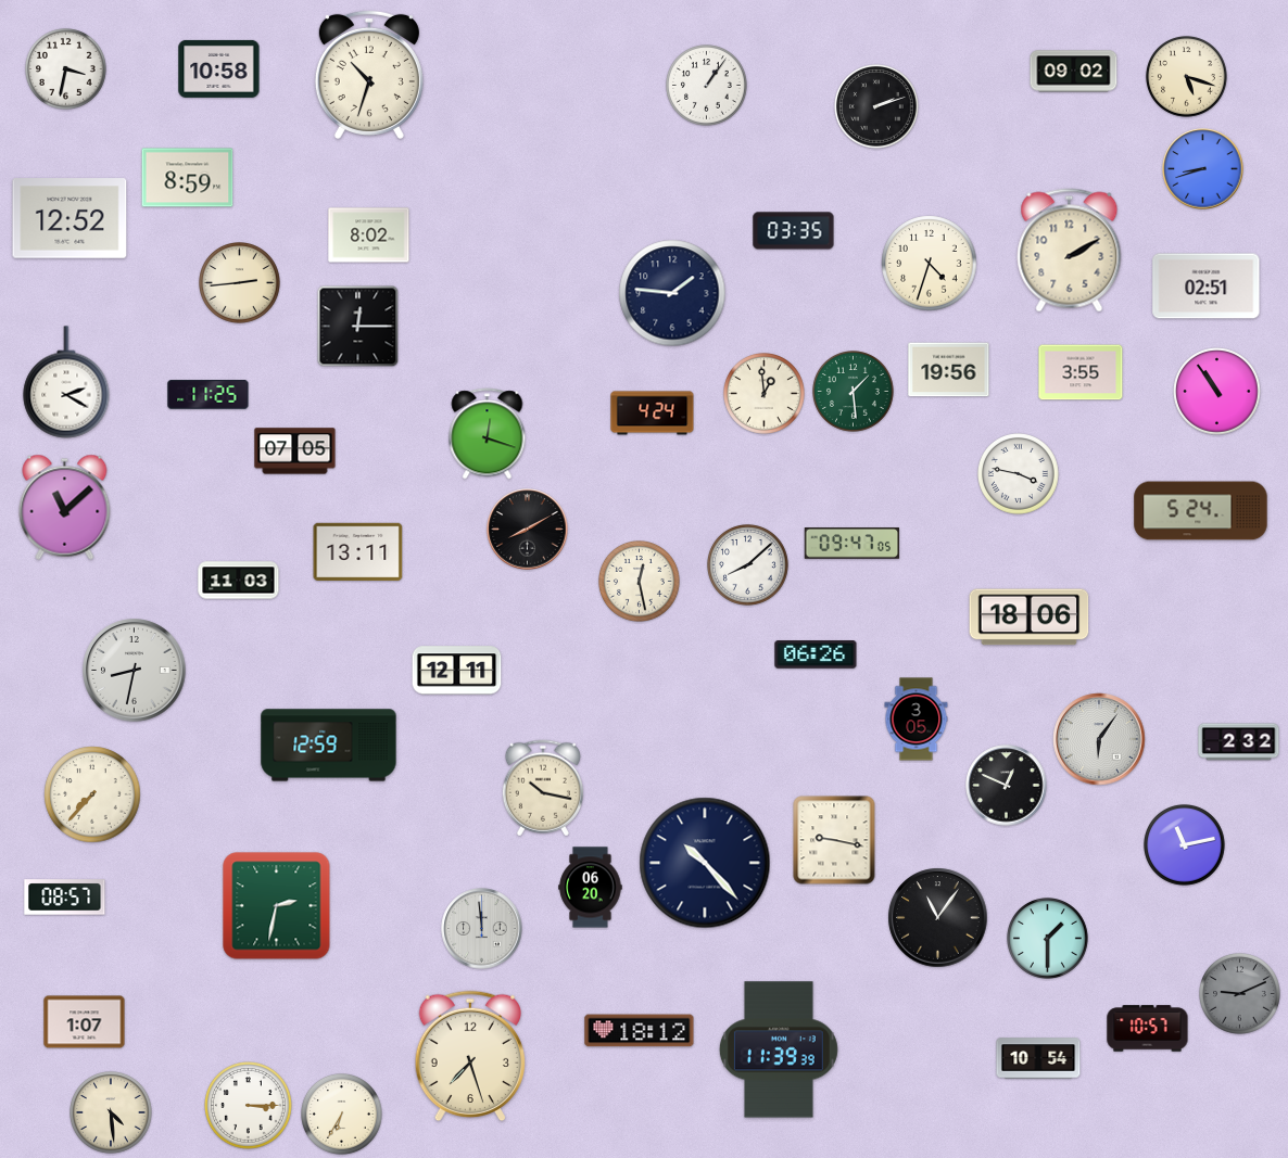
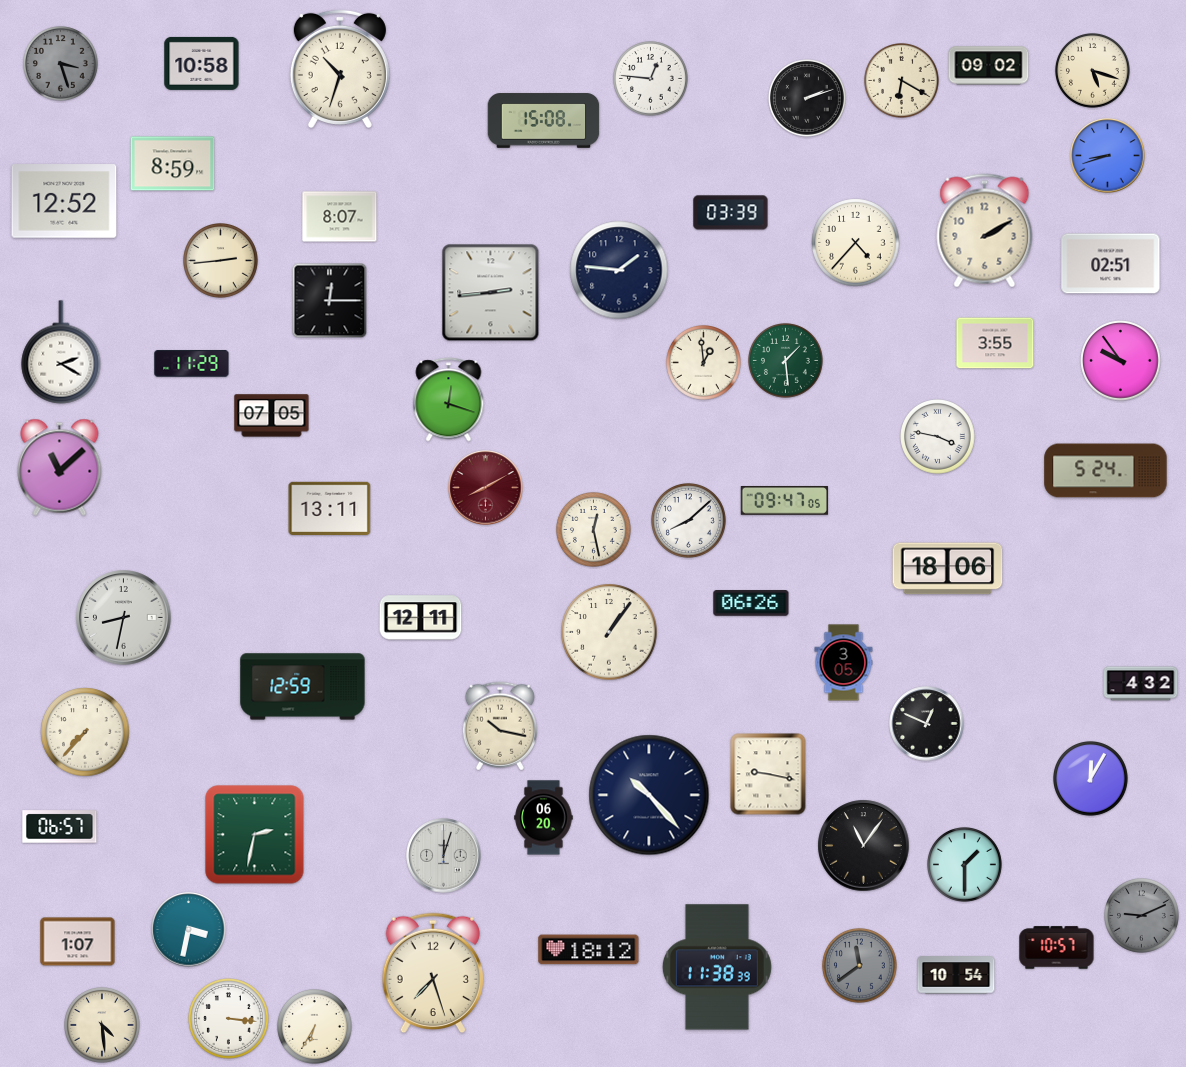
clock at (66, 69): 3:32 -> 3:27
clock at (66, 69) dial: white -> grey
clock at (707, 86): 1:06 -> 12:46
clock at (902, 81): none -> 6:20
clock at (544, 121): none -> 15:08
clock at (794, 231): 03:35 -> 03:39
clock at (369, 236): 8:02 -> 8:07
clock at (930, 264): 4:33 -> 4:37
clock at (491, 293): none -> 2:44
clock at (949, 370): 19:56 -> none
clock at (1217, 392): 10:54 -> 9:54
clock at (209, 395): 11:25 -> 11:29
clock at (653, 413): 4:24 -> none
clock at (528, 530) dial: black -> burgundy
clock at (239, 581): 11:03 -> none
clock at (640, 582) position: (640, 582) -> (594, 530)
clock at (609, 632): none -> 1:06
clock at (1099, 739): 6:06 -> none
clock at (1239, 742): 2:32 -> 4:32
clock at (1185, 845): 11:13 -> 12:05
clock at (65, 898): 08:57 -> 06:57
clock at (482, 929): 11:59 -> 12:03
clock at (189, 930): none -> 3:32
clock at (860, 966): none -> 11:39
clock at (779, 1049): 11:39 -> 11:38
clock at (249, 1106): 3:15 -> 3:16
